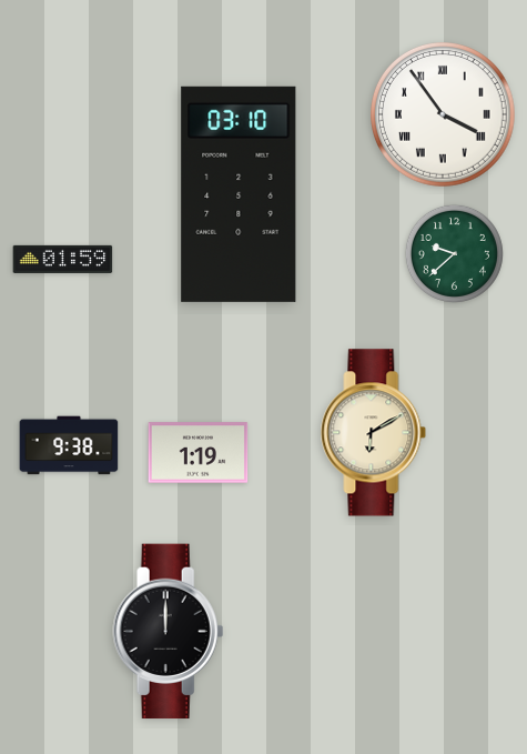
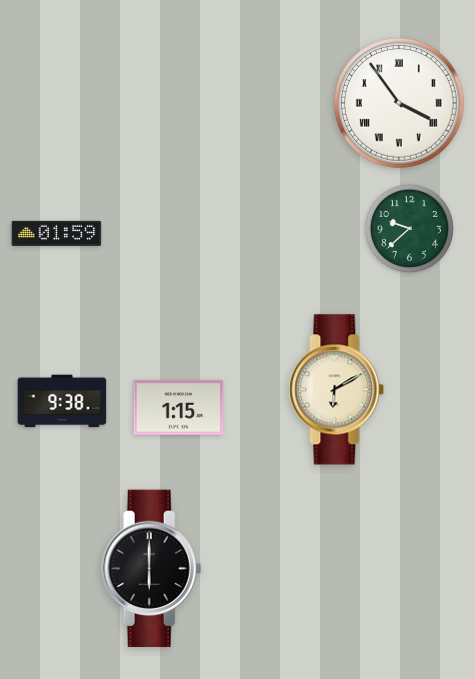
clock at (239, 194): 03:10 -> none
clock at (199, 453): 1:19 -> 1:15
clock at (169, 632): 12:00 -> 6:00
